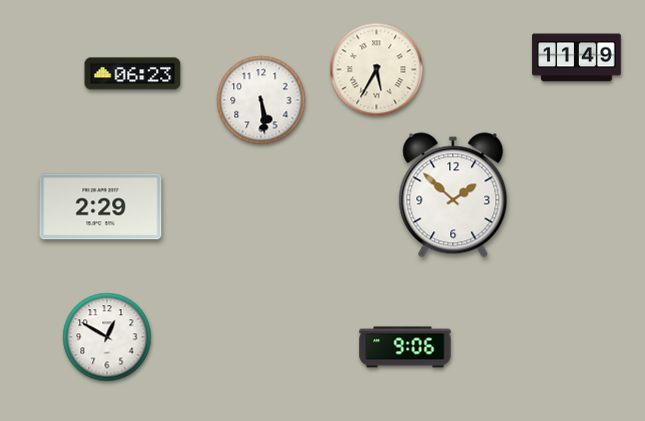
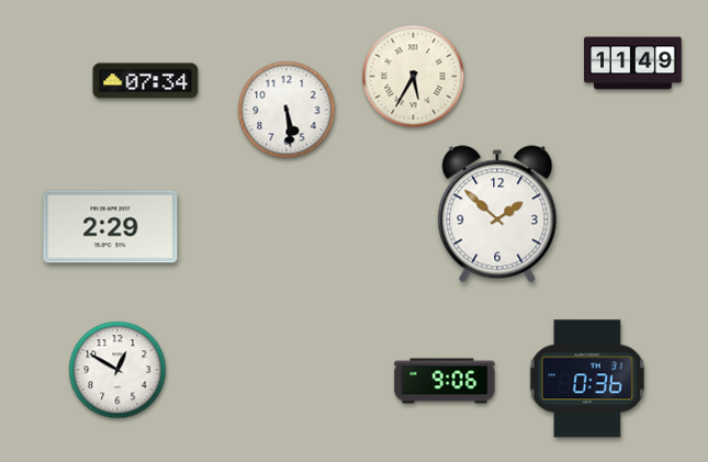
clock at (133, 74): 06:23 -> 07:34
clock at (586, 379): none -> 0:36
